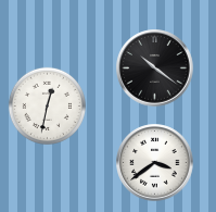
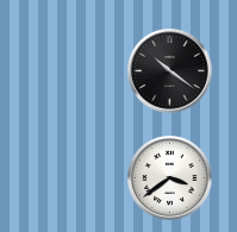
clock at (155, 68) position: (155, 68) -> (170, 71)
clock at (47, 105): 12:32 -> none
